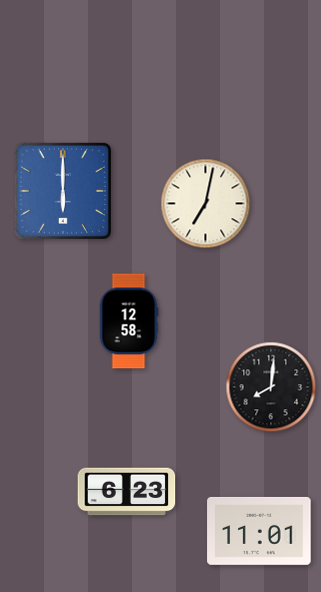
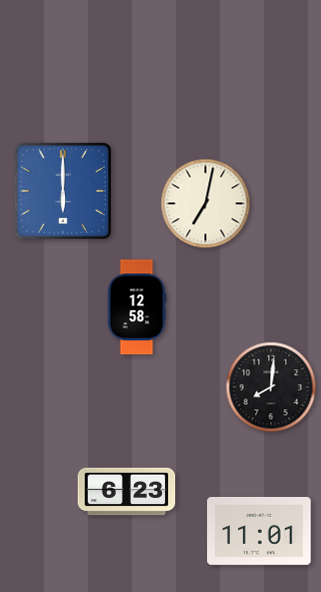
clock at (129, 321) position: (129, 321) -> (137, 307)
